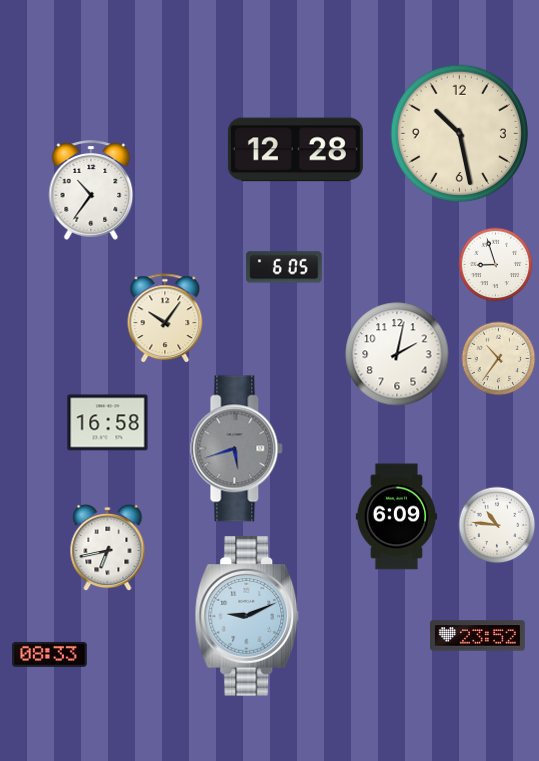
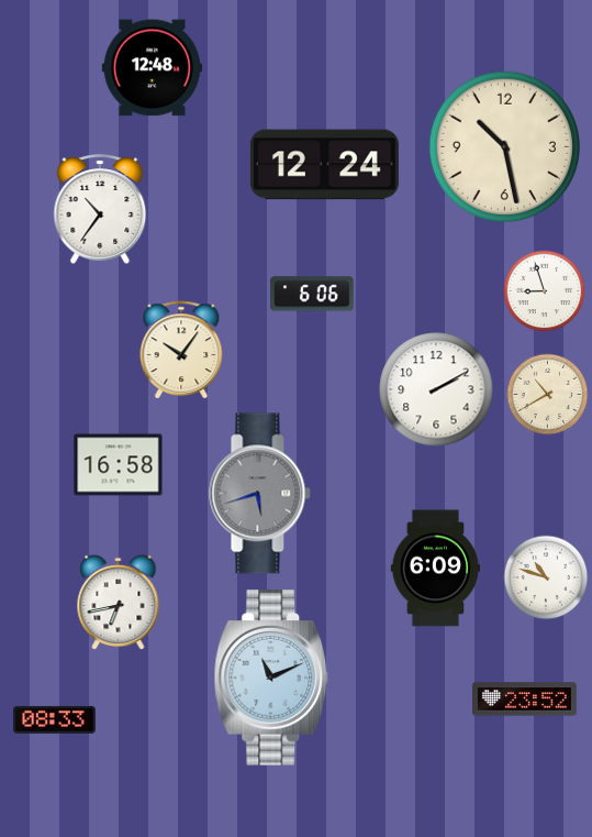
clock at (152, 68): none -> 12:48
clock at (295, 150): 12:28 -> 12:24
clock at (284, 267): 6:05 -> 6:06
clock at (397, 354): 2:02 -> 2:10
clock at (499, 359): 10:36 -> 10:40
clock at (497, 525): 10:46 -> 10:48
clock at (247, 616): 9:11 -> 11:11
